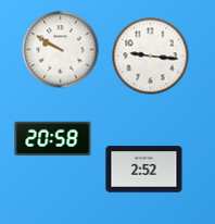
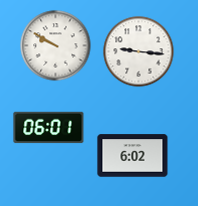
clock at (53, 139): 20:58 -> 06:01
clock at (144, 170): 2:52 -> 6:02
